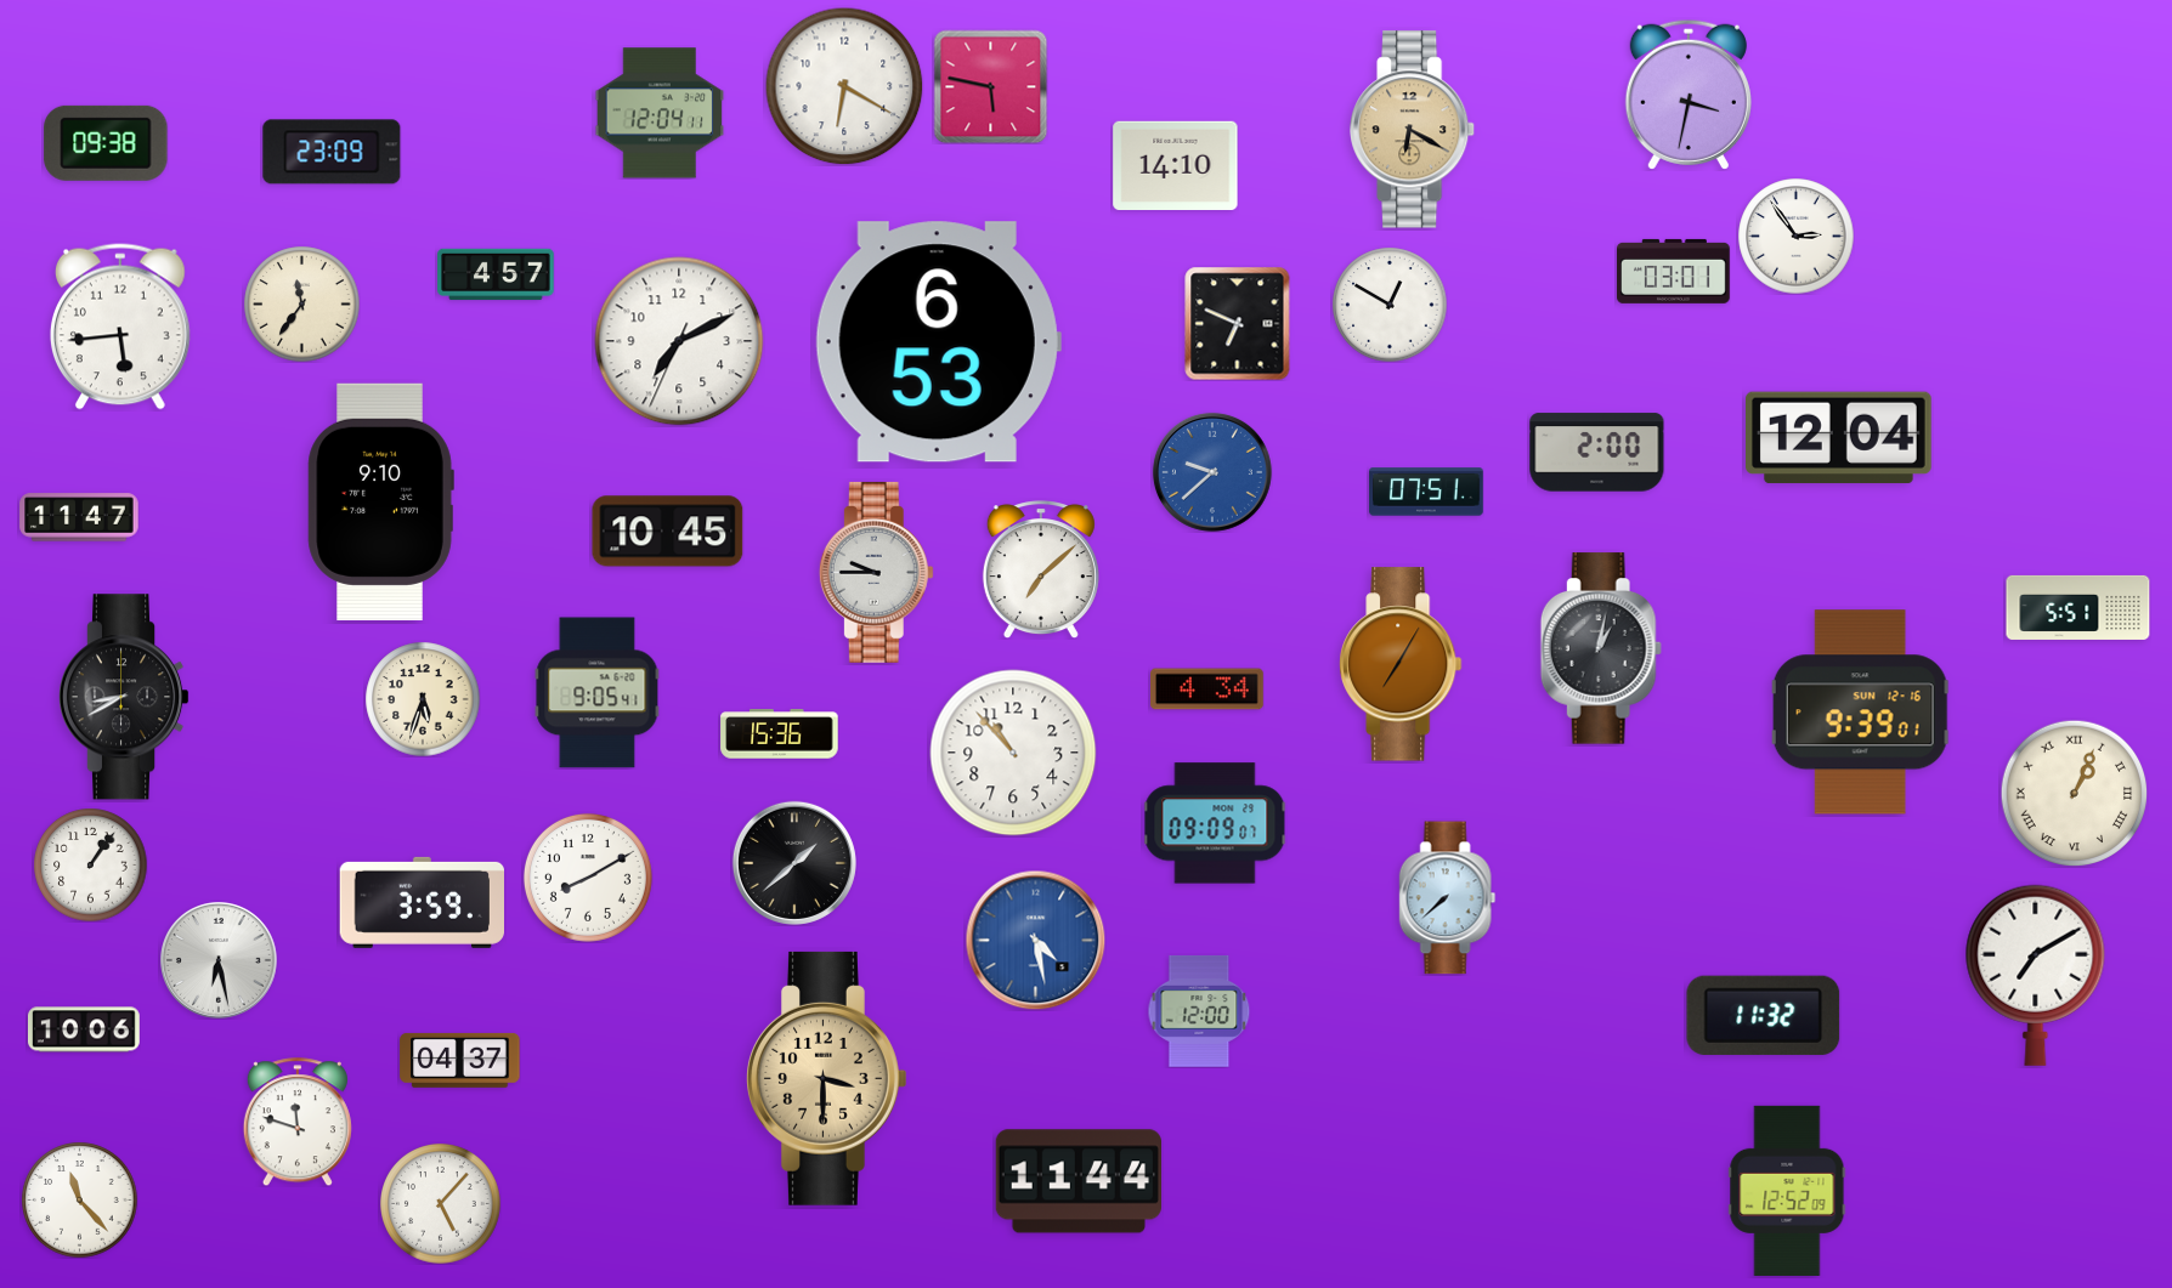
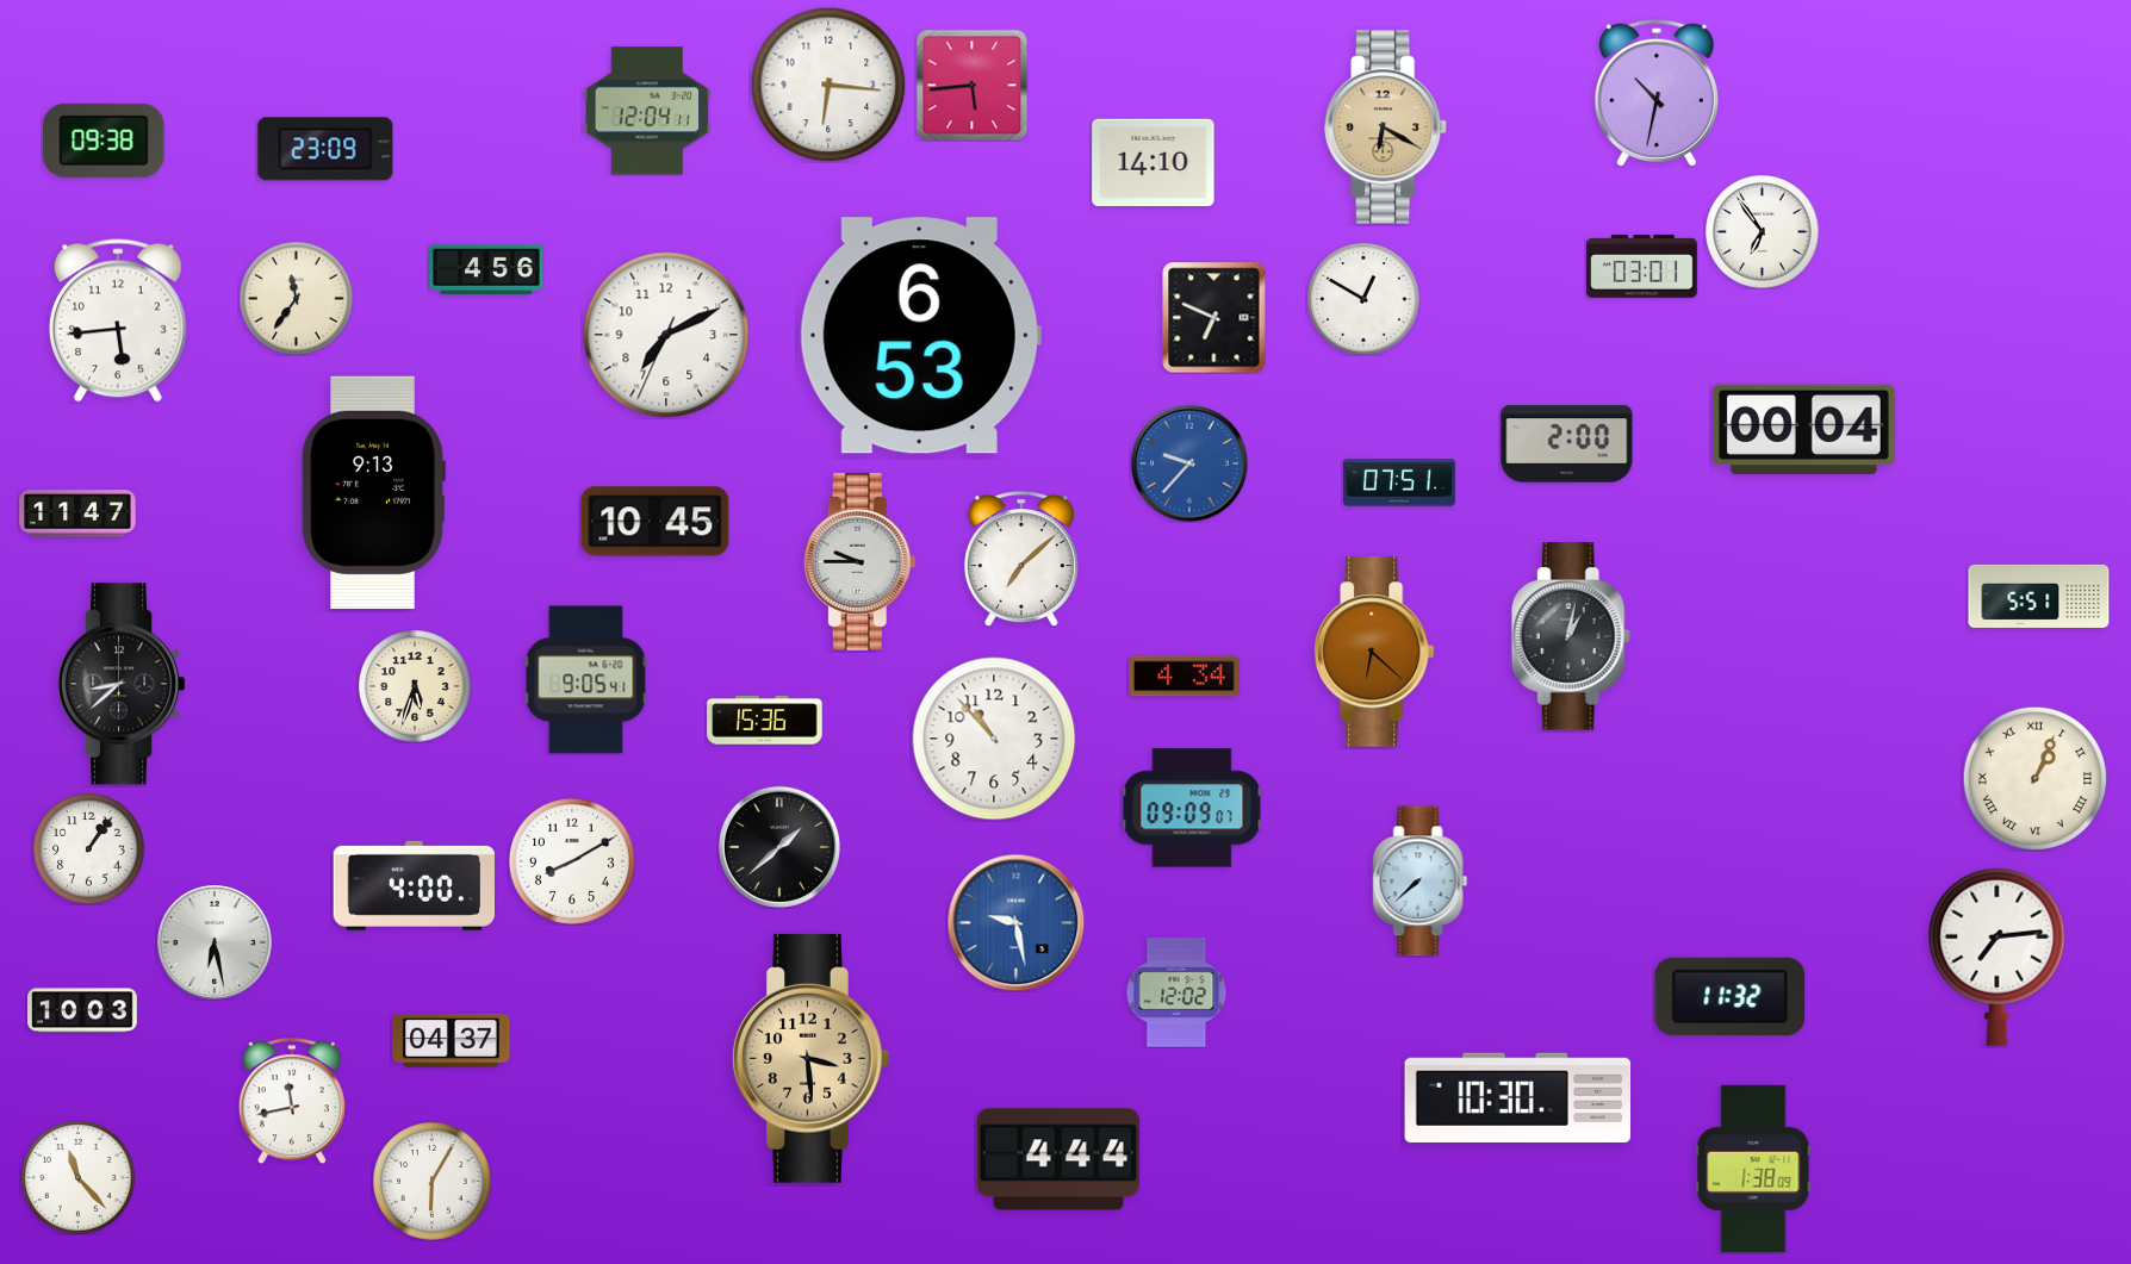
clock at (844, 86): 6:20 -> 6:16
clock at (990, 86): 5:47 -> 5:44
clock at (1689, 95): 3:32 -> 10:32
clock at (1795, 236): 2:54 -> 6:54
clock at (496, 274): 4:57 -> 4:56
clock at (1839, 438): 12:04 -> 00:04
clock at (1212, 472): 9:38 -> 9:37
clock at (380, 501): 9:10 -> 9:13
clock at (79, 517) position: (79, 517) -> (77, 513)
clock at (1401, 664): 7:05 -> 6:22
clock at (124, 697): 8:40 -> 8:38
clock at (1861, 713): 9:39 -> none
clock at (588, 878) position: (588, 878) -> (572, 861)
clock at (422, 902): 3:59 -> 4:00
clock at (1035, 940): 4:28 -> 9:28
clock at (2036, 975): 7:10 -> 7:14
clock at (1199, 1011): 12:00 -> 12:02
clock at (84, 1029): 10:06 -> 10:03
clock at (827, 1078): 3:30 -> 3:29
clock at (1518, 1097): none -> 10:30
clock at (298, 1122): 11:48 -> 11:43
clock at (1077, 1181): 11:44 -> 4:44
clock at (1787, 1191): 12:52 -> 1:38
clock at (441, 1204): 5:07 -> 6:05
